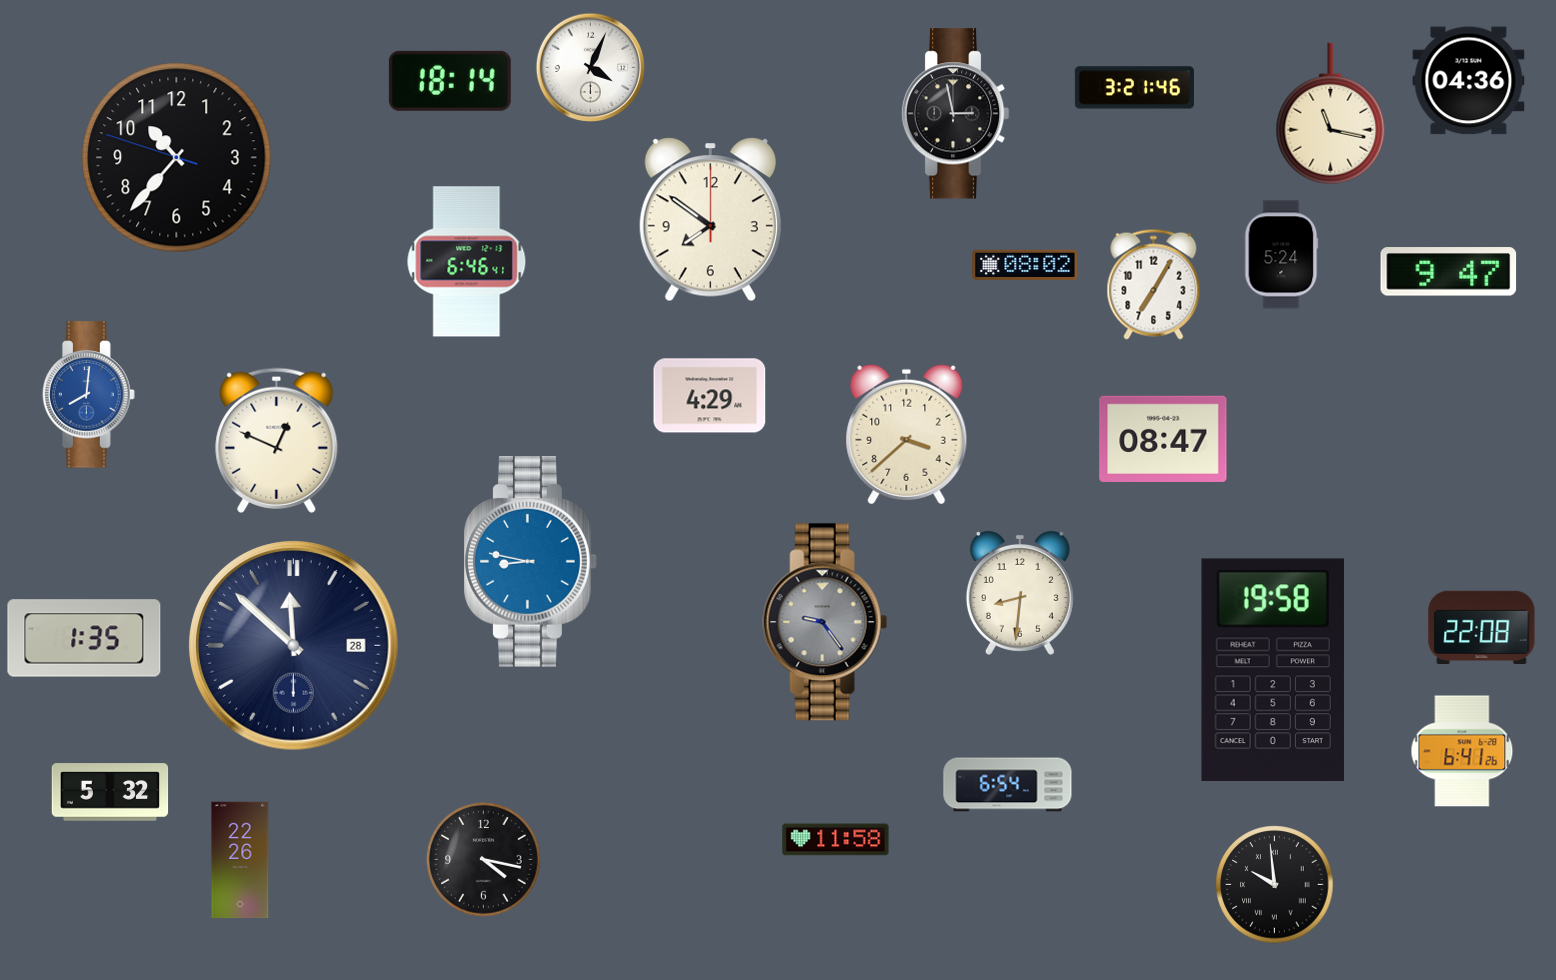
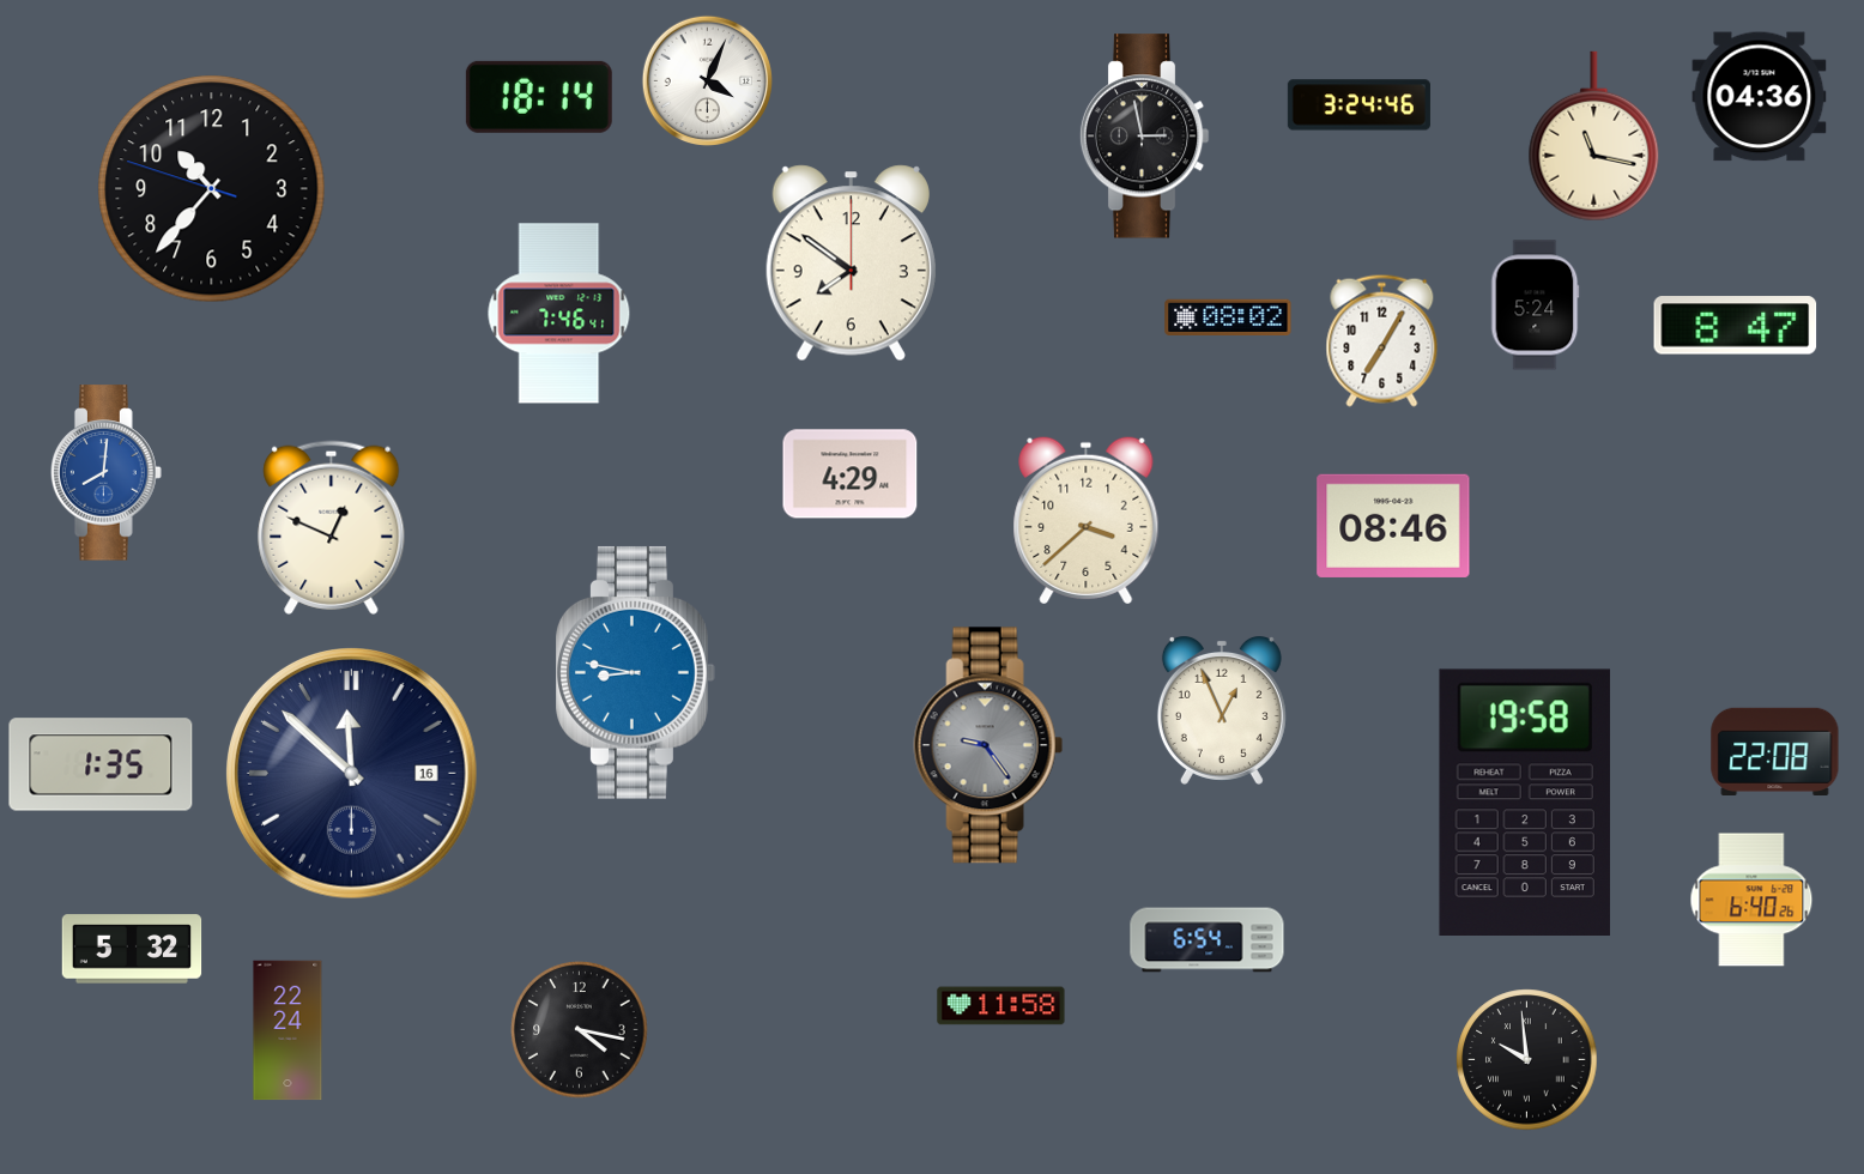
clock at (1134, 88): 3:21 -> 3:24
clock at (467, 262): 6:46 -> 7:46
clock at (1449, 272): 9:47 -> 8:47
clock at (1163, 439): 08:47 -> 08:46
clock at (1020, 593): 8:31 -> 12:56
clock at (294, 646) date: 28 -> 16
clock at (1462, 751): 6:41 -> 6:40
clock at (240, 860): 22:26 -> 22:24
